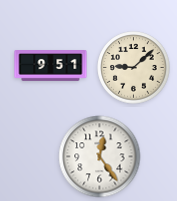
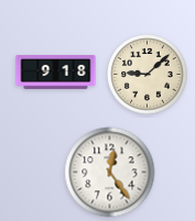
clock at (51, 66): 9:51 -> 9:18
